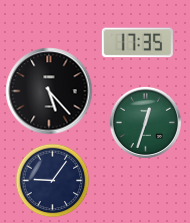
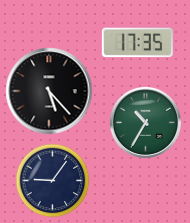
clock at (145, 122): 12:33 -> 10:35
